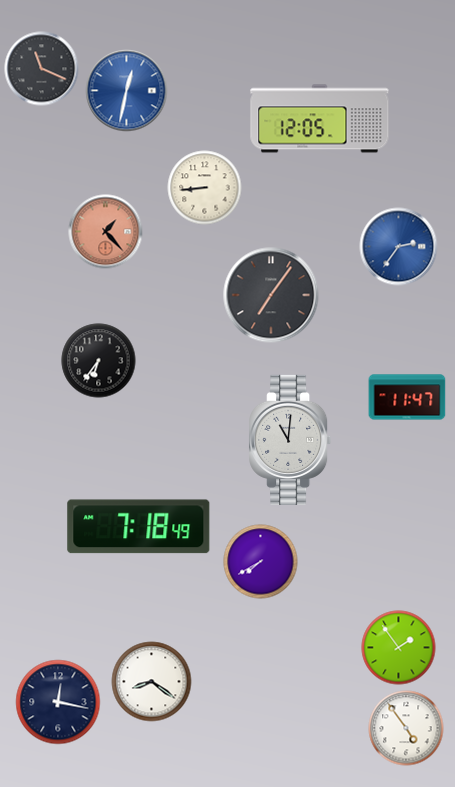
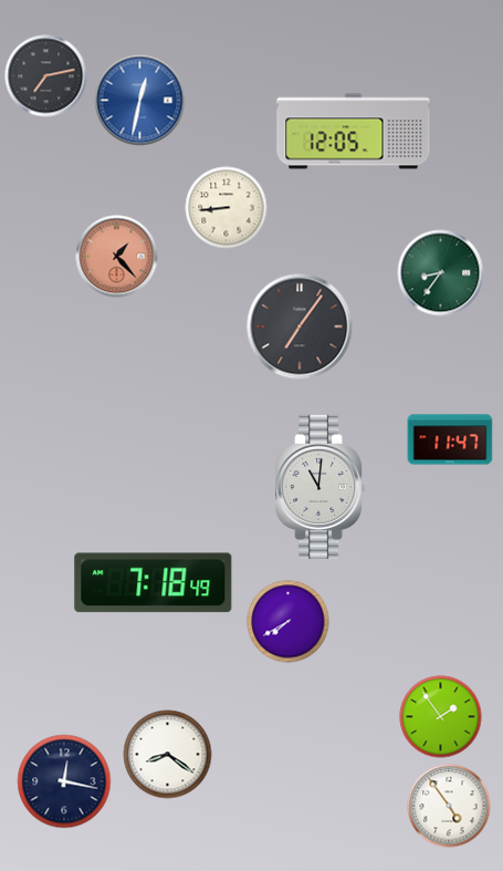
clock at (42, 69): 11:19 -> 7:13
clock at (399, 247): 2:36 -> 8:36
clock at (399, 247) dial: blue -> green
clock at (99, 361): 6:36 -> none
clock at (58, 702) position: (58, 702) -> (64, 781)
